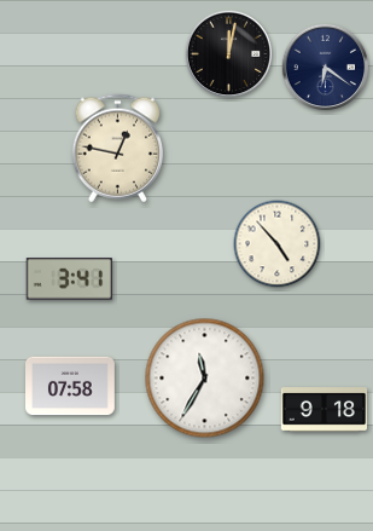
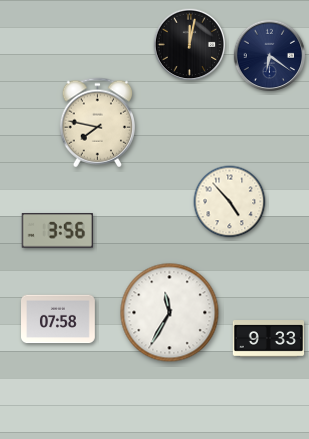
clock at (117, 149): 12:47 -> 7:47
clock at (69, 279): 3:41 -> 3:56
clock at (325, 410): 9:18 -> 9:33
